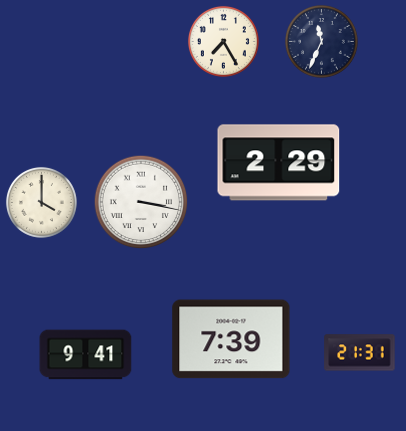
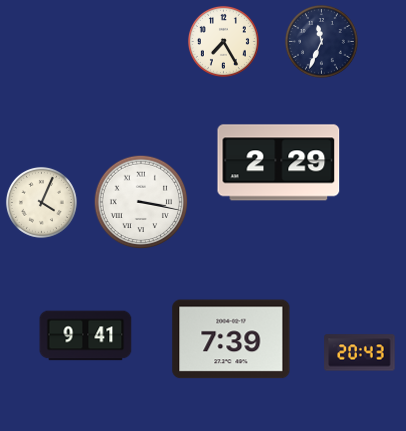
clock at (41, 202): 4:00 -> 4:04
clock at (360, 353): 21:31 -> 20:43
clock at (86, 355) position: (86, 355) -> (86, 336)
